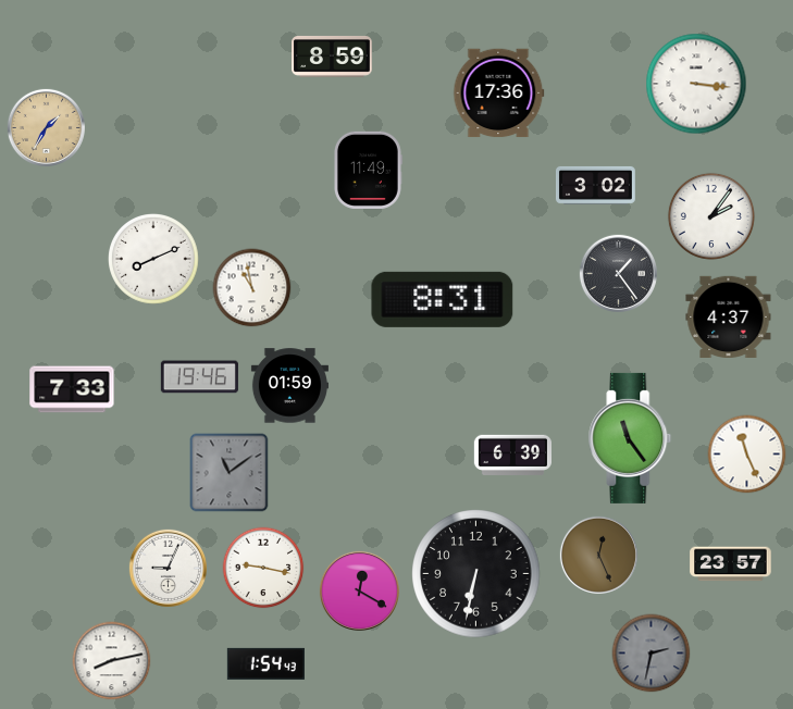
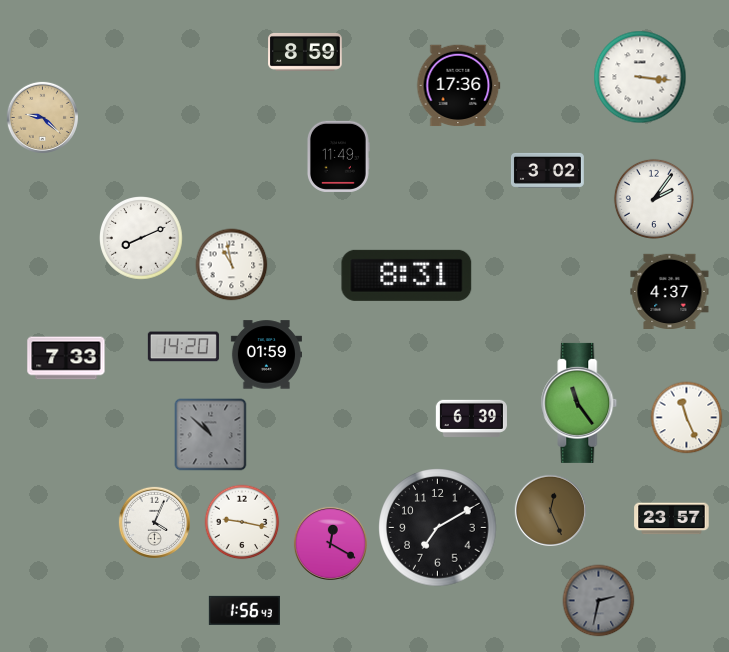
clock at (46, 127): 1:35 -> 9:22
clock at (618, 273): 1:24 -> none
clock at (199, 377): 19:46 -> 14:20
clock at (230, 473): 11:09 -> 10:52
clock at (168, 568): 9:04 -> 4:04
clock at (476, 574): 6:32 -> 7:10
clock at (112, 661): 8:13 -> none
clock at (265, 663): 1:54 -> 1:56
